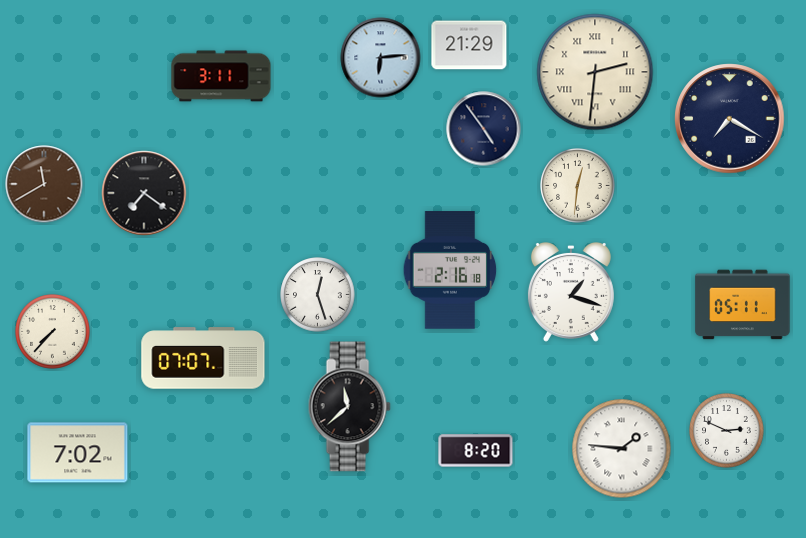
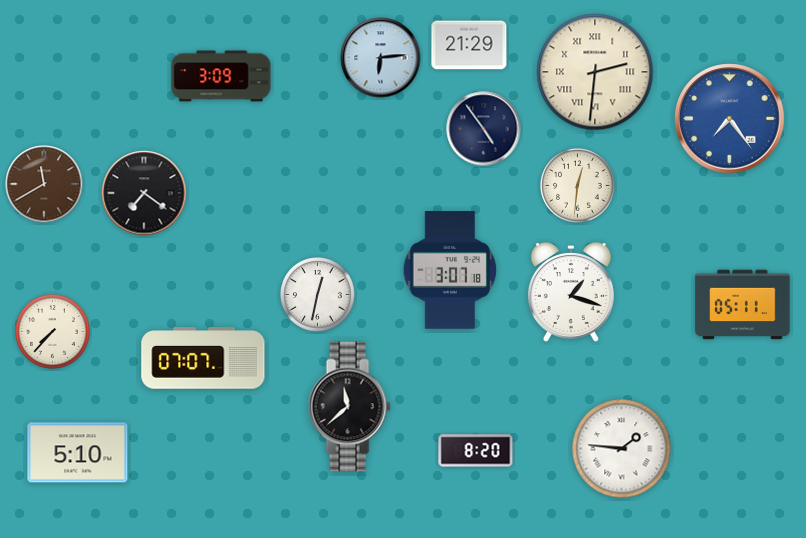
clock at (221, 76): 3:11 -> 3:09
clock at (730, 119): 7:20 -> 7:24
clock at (730, 119) dial: navy -> blue
clock at (450, 270): 2:16 -> 3:07
clock at (318, 295): 12:27 -> 12:32
clock at (727, 431): 2:49 -> none
clock at (78, 453): 7:02 -> 5:10
